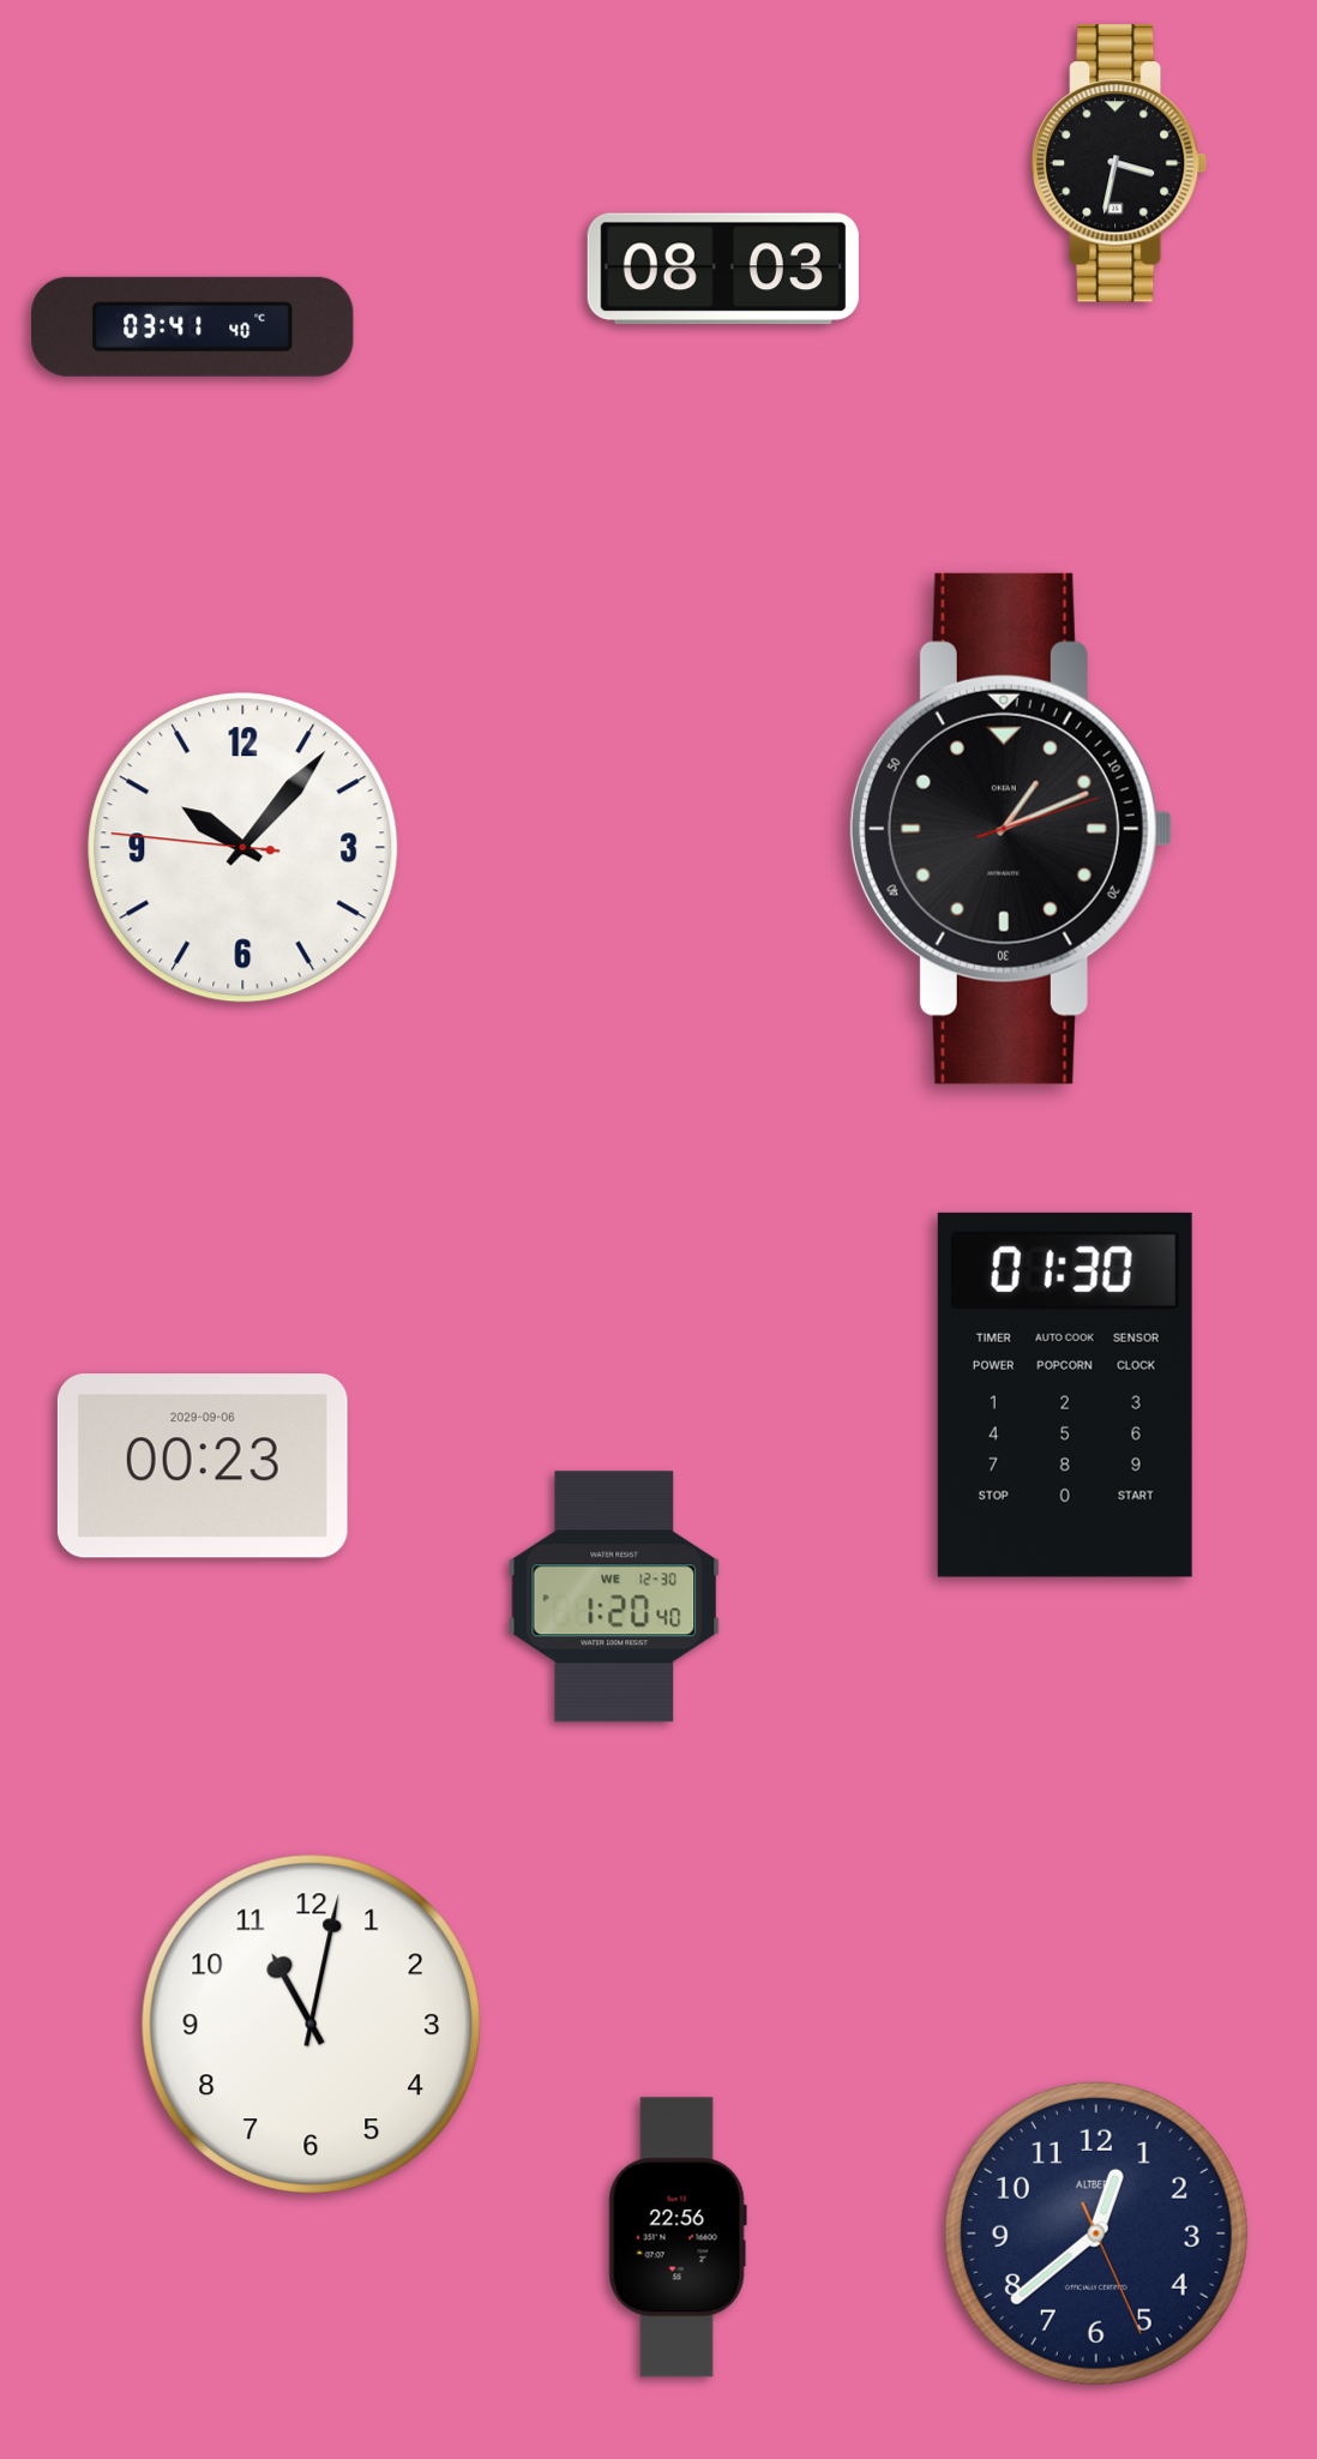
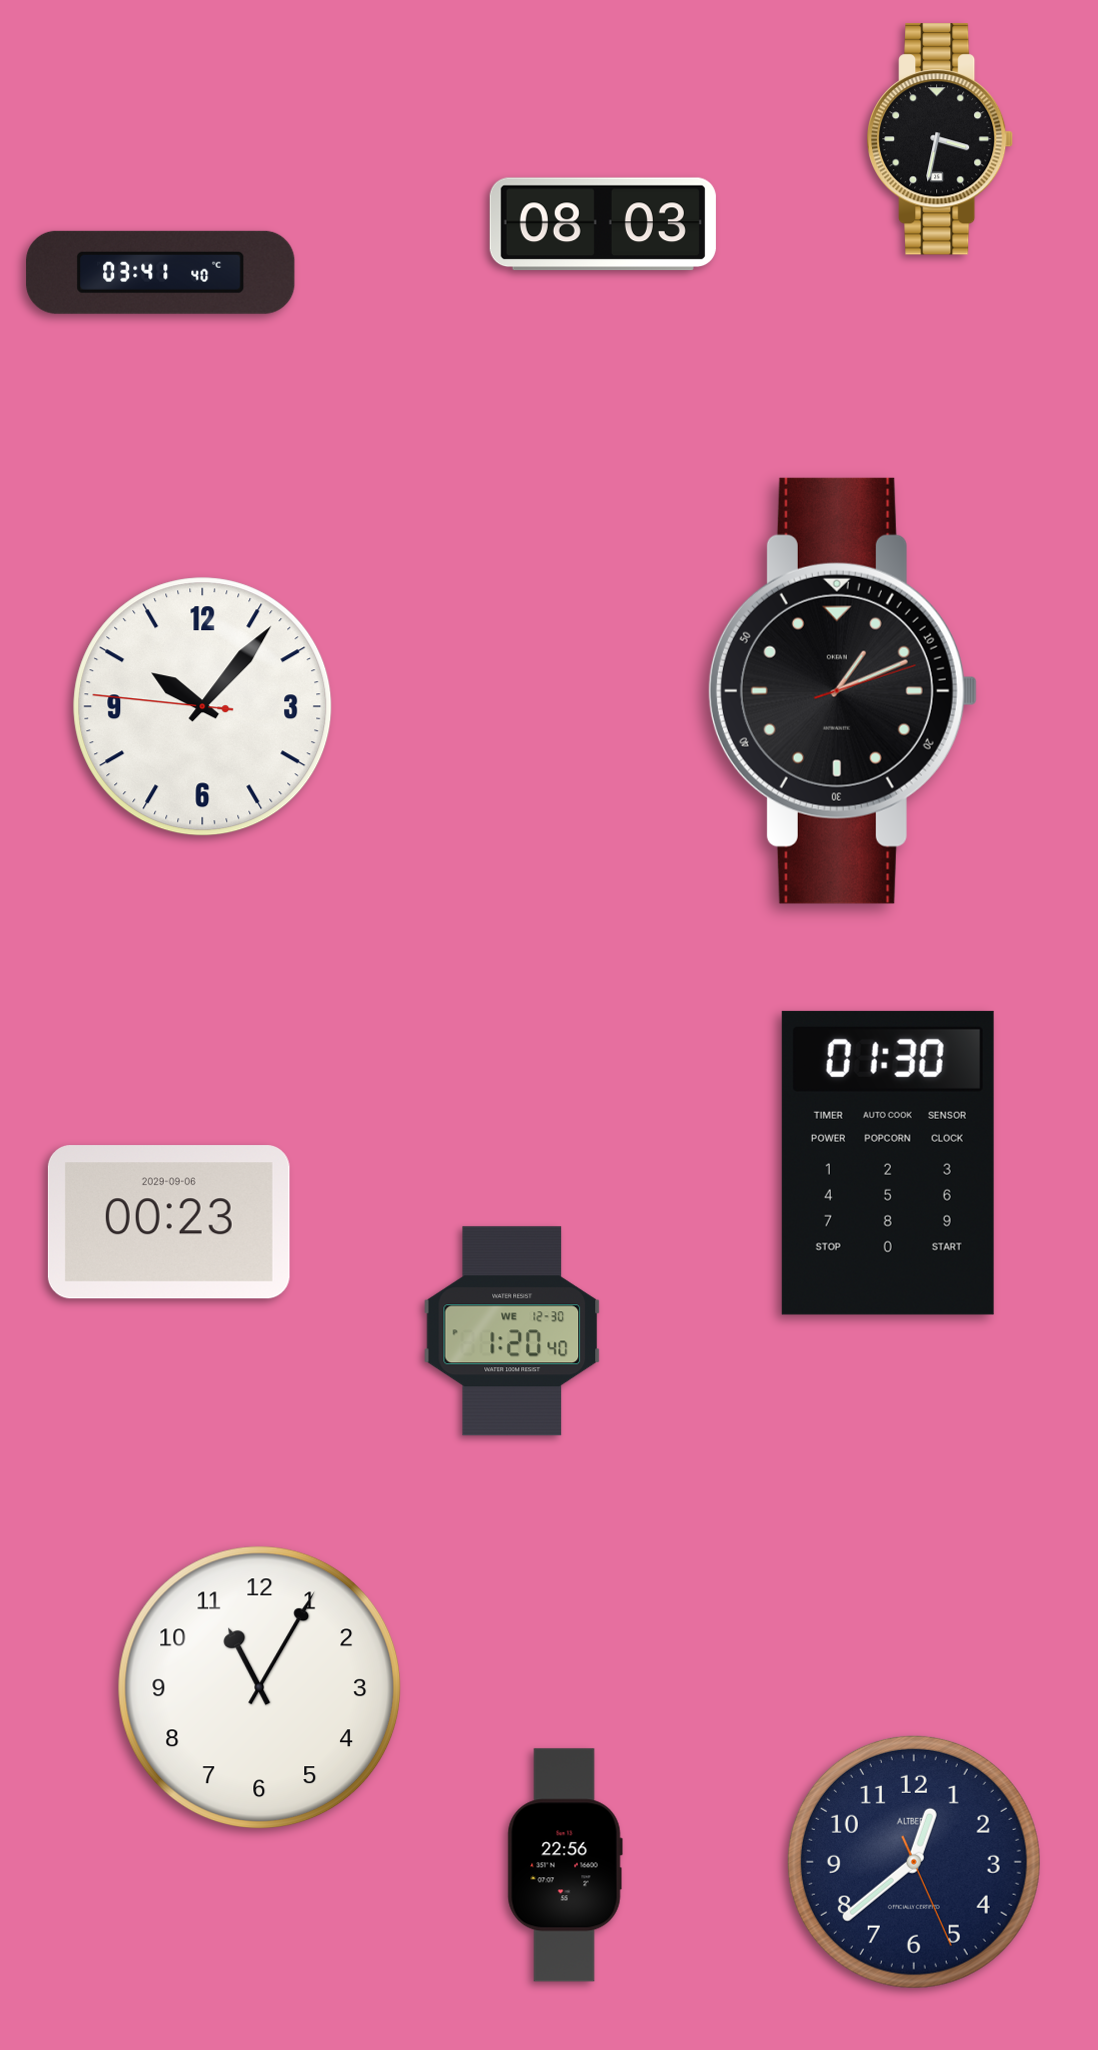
clock at (1120, 163) position: (1120, 163) -> (941, 139)
clock at (312, 2025): 11:02 -> 11:05
